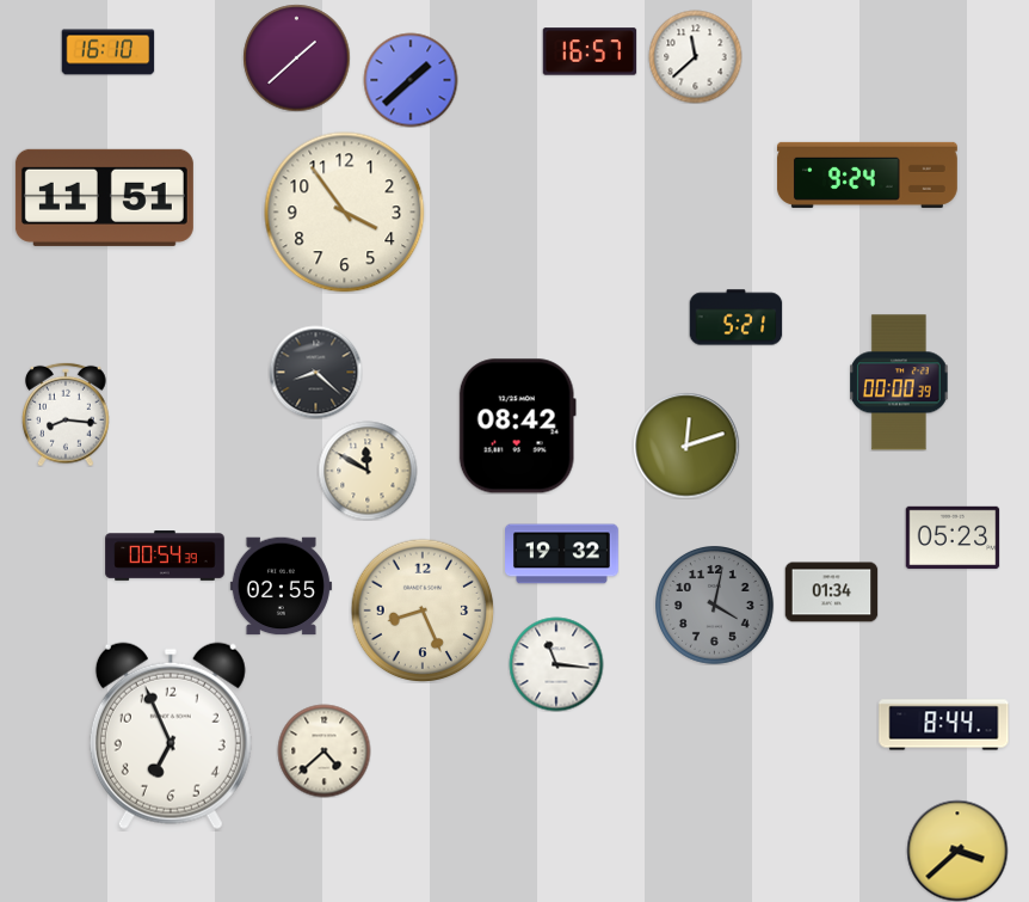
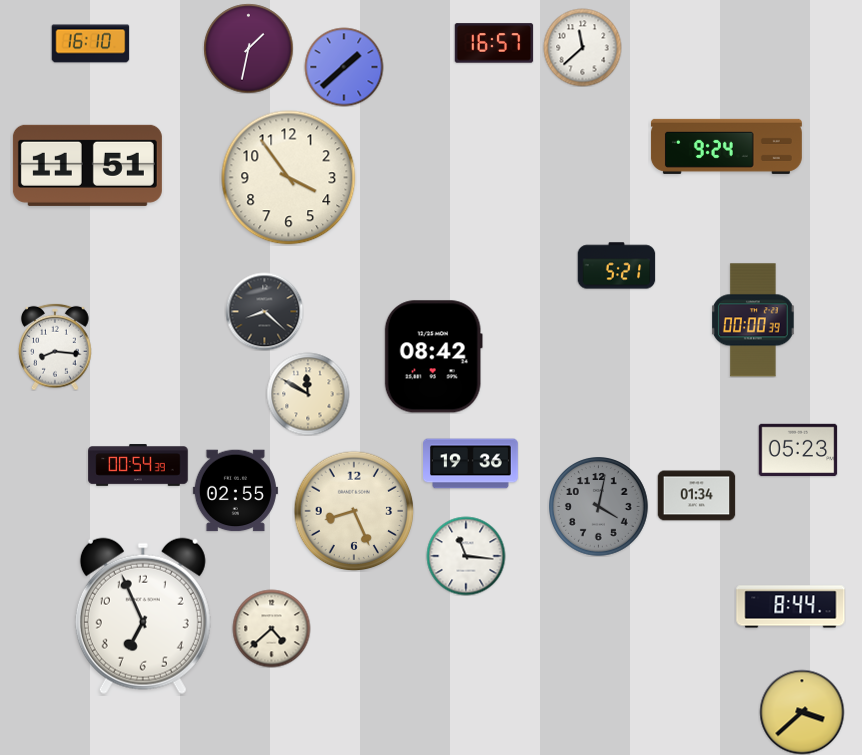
clock at (296, 57): 1:38 -> 1:32
clock at (686, 446): 12:12 -> none
clock at (562, 554): 19:32 -> 19:36
